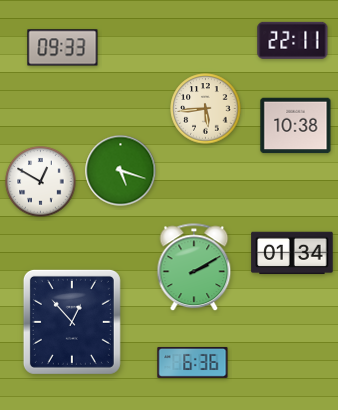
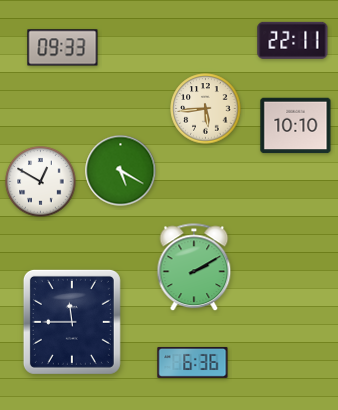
clock at (296, 126): 10:38 -> 10:10
clock at (121, 171): 5:18 -> 5:20
clock at (292, 253): 01:34 -> none
clock at (72, 322): 12:53 -> 11:45
